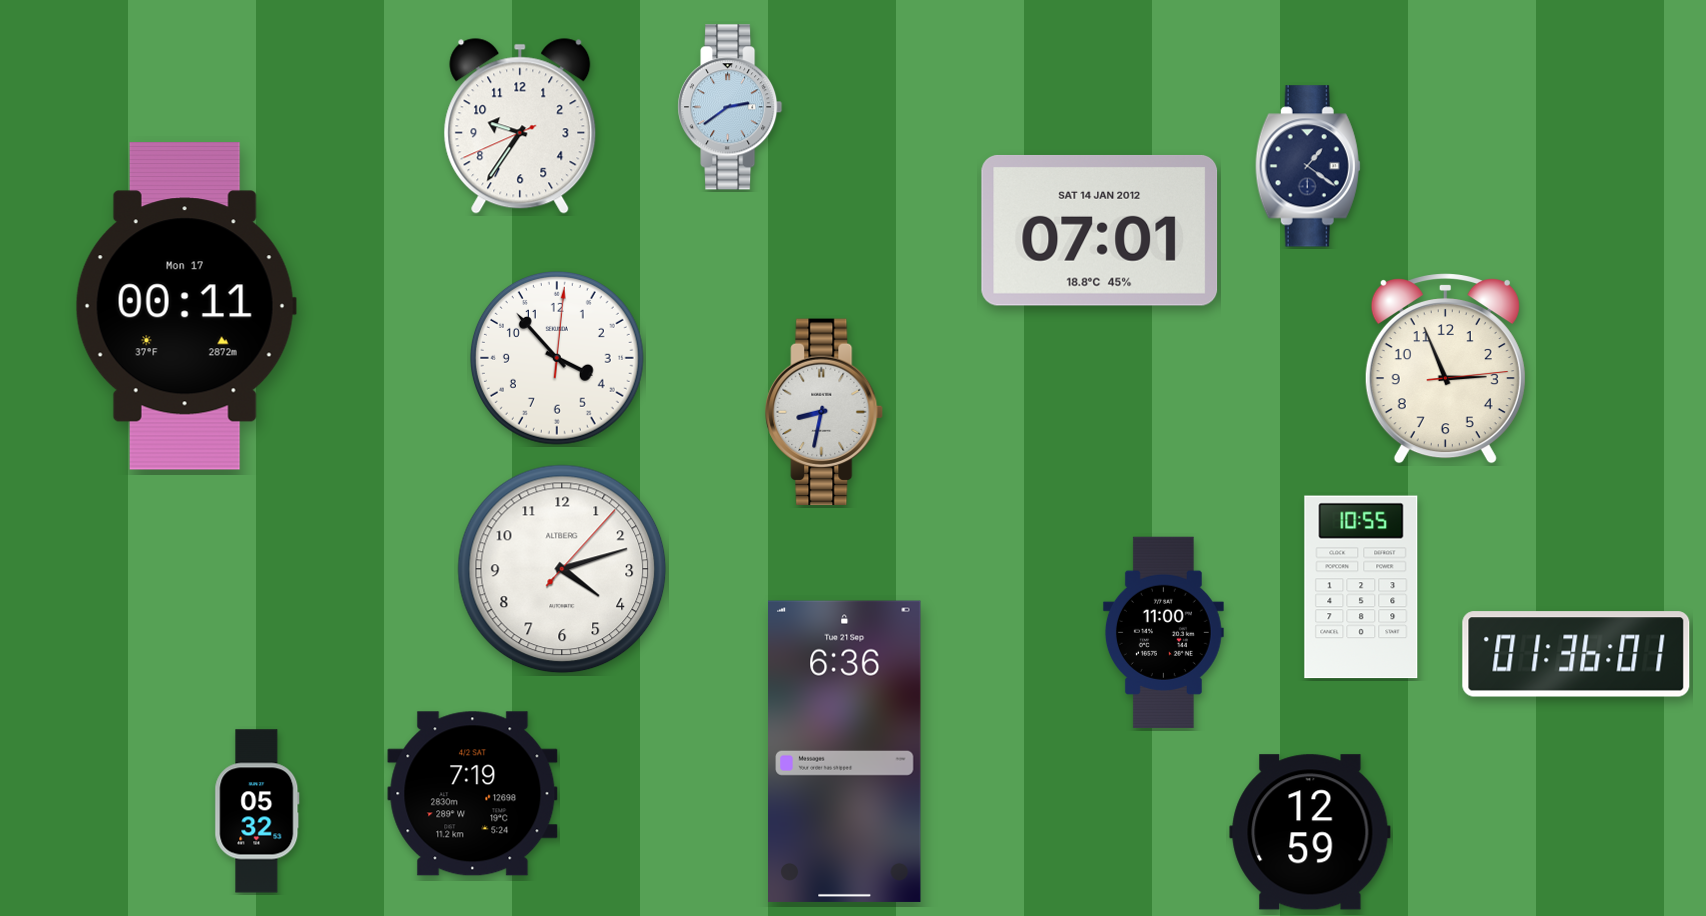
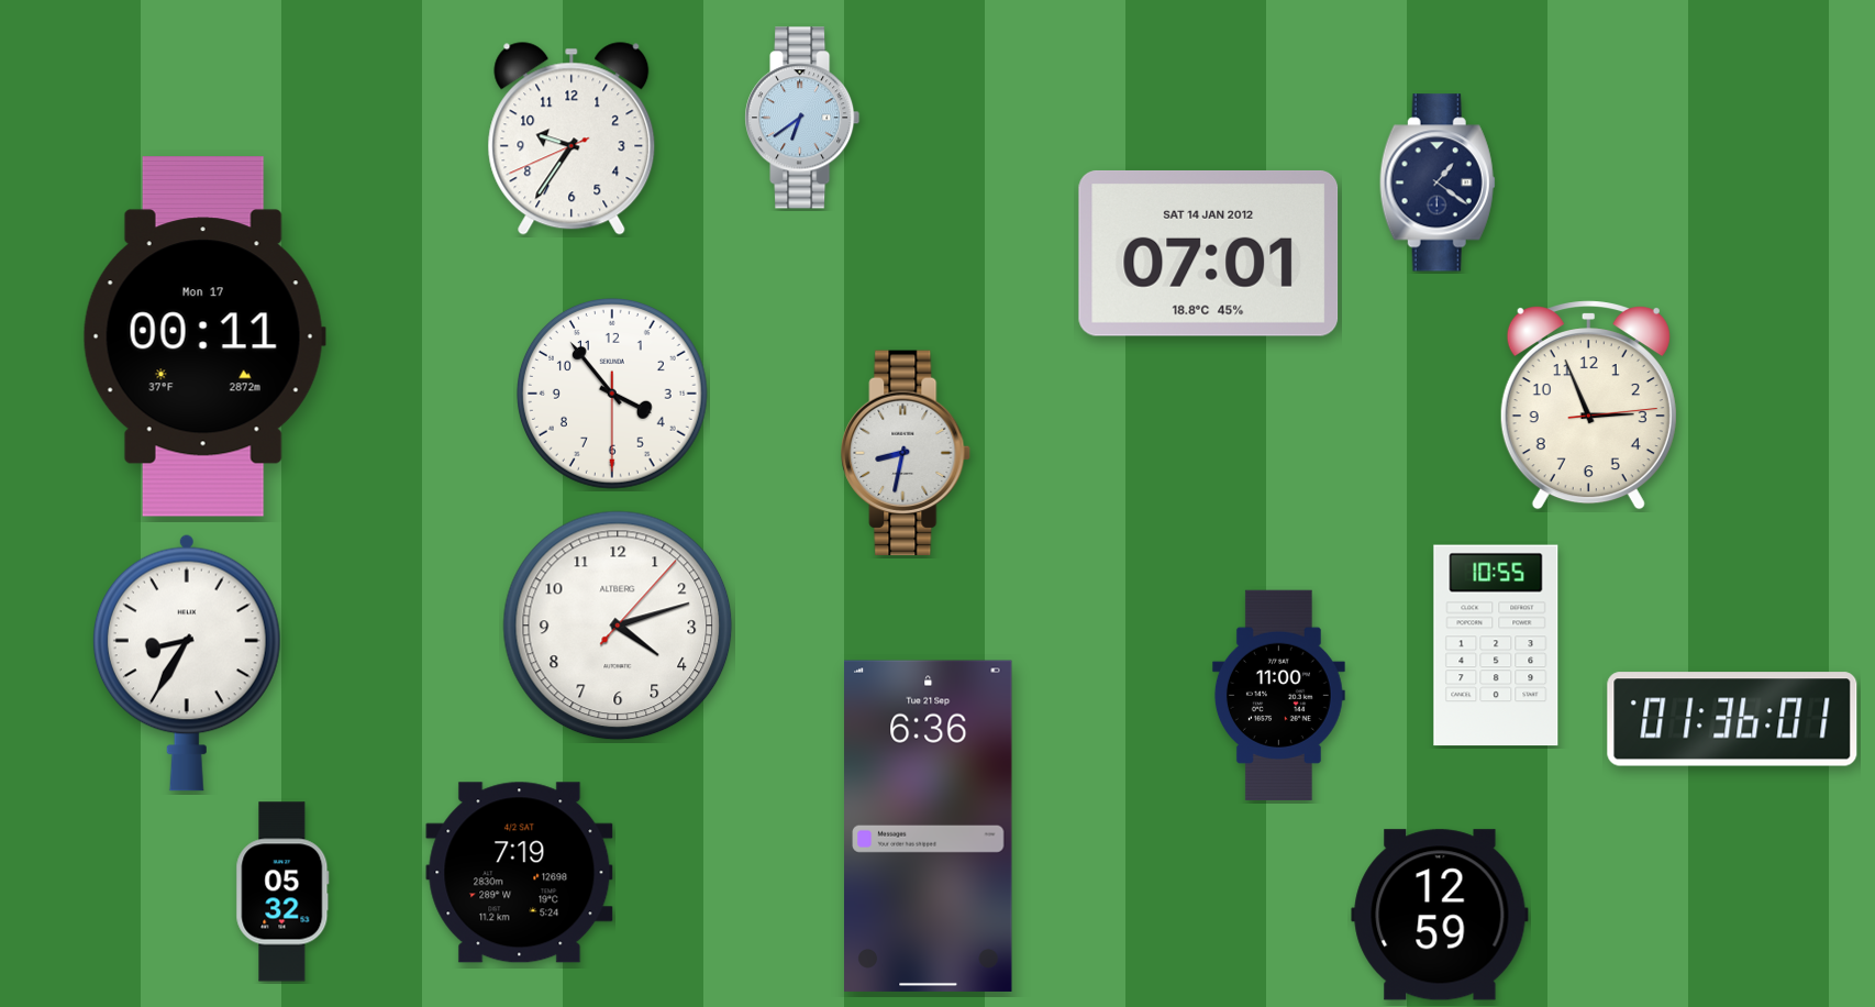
clock at (730, 107): 2:39 -> 6:39
clock at (557, 358): 3:53:01 -> 3:53:30
clock at (187, 663): none -> 8:35
